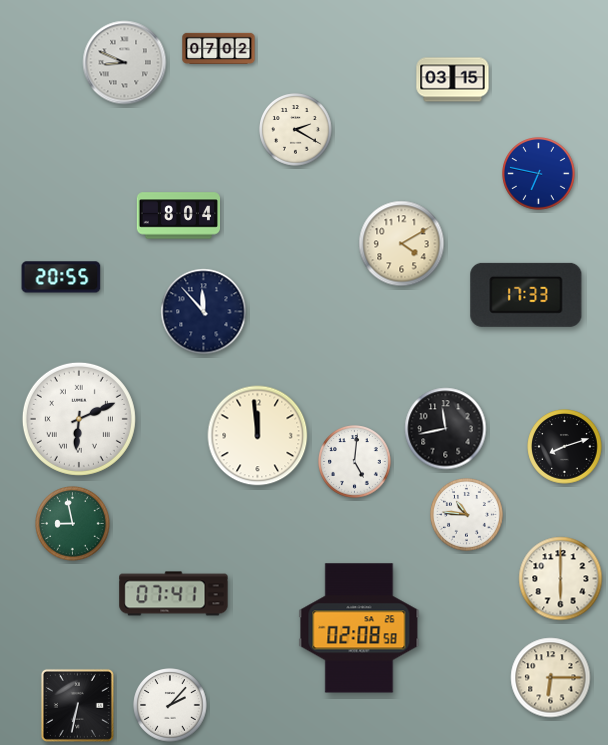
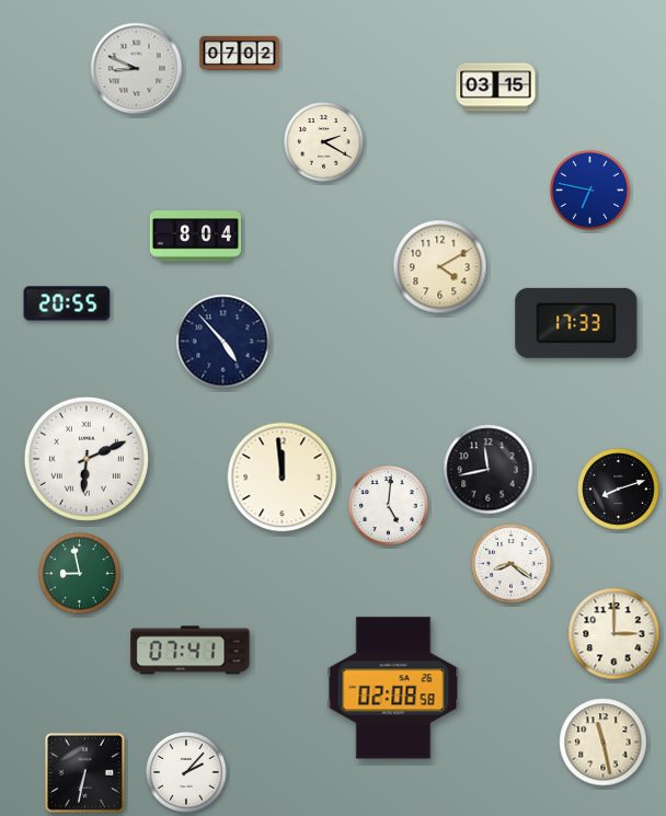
clock at (204, 312): 11:53 -> 4:53
clock at (467, 515): 10:46 -> 8:21
clock at (561, 579): 6:00 -> 3:00
clock at (551, 678): 6:15 -> 11:28
